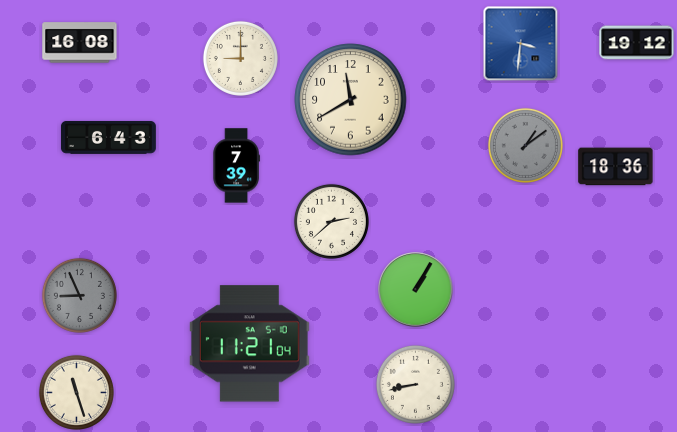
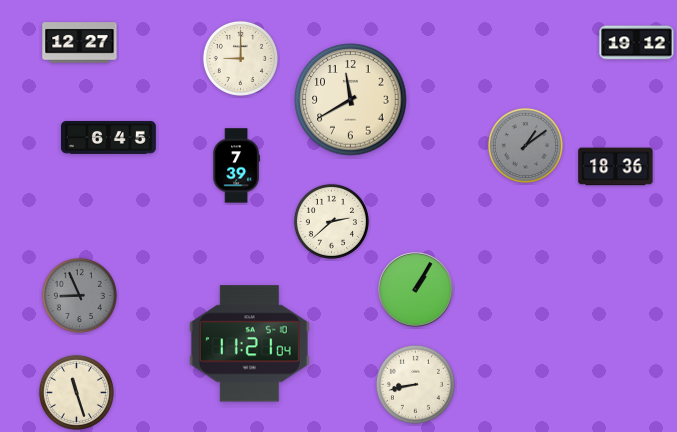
clock at (80, 43): 16:08 -> 12:27
clock at (521, 44): 3:31 -> none
clock at (109, 137): 6:43 -> 6:45
